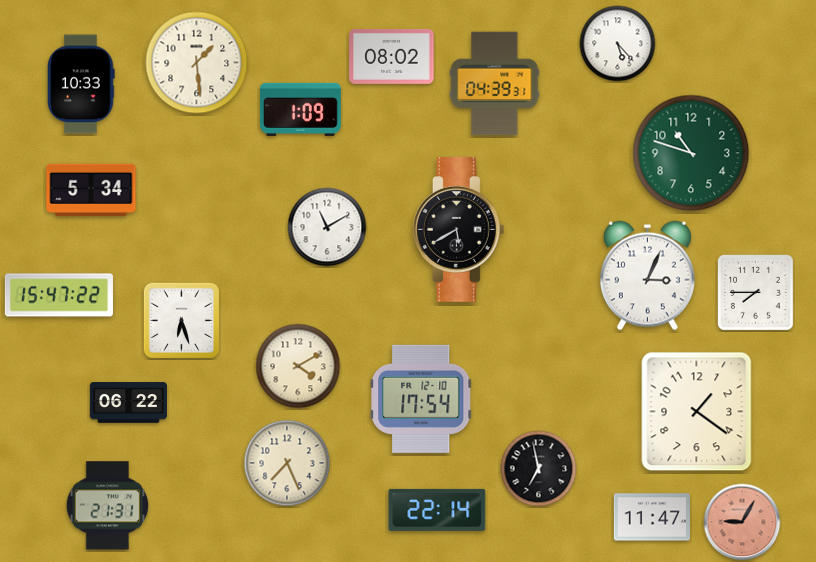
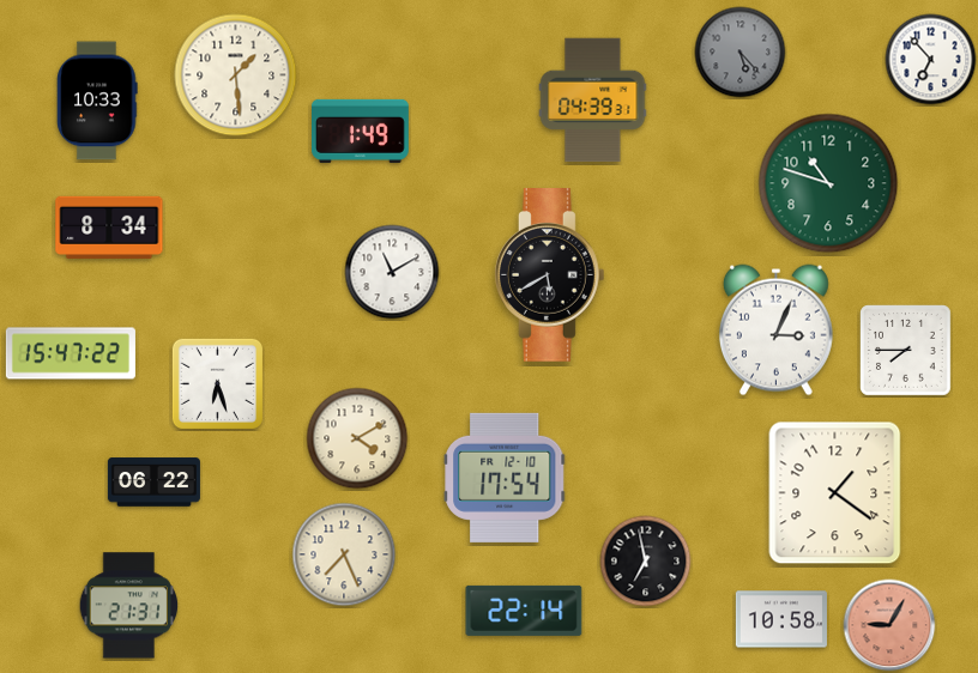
clock at (618, 44) dial: white -> grey
clock at (931, 60): none -> 6:53
clock at (392, 56): 08:02 -> none
clock at (301, 109): 1:09 -> 1:49
clock at (91, 190): 5:34 -> 8:34
clock at (652, 517): 11:47 -> 10:58
